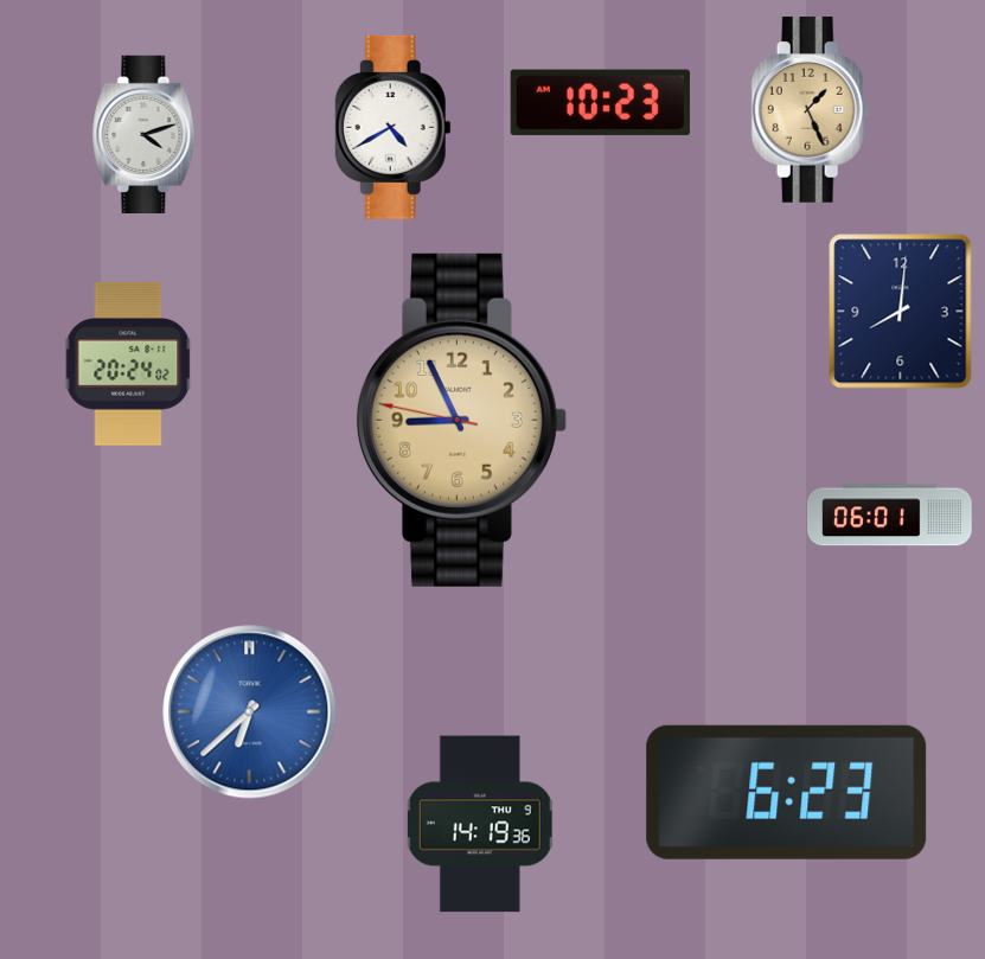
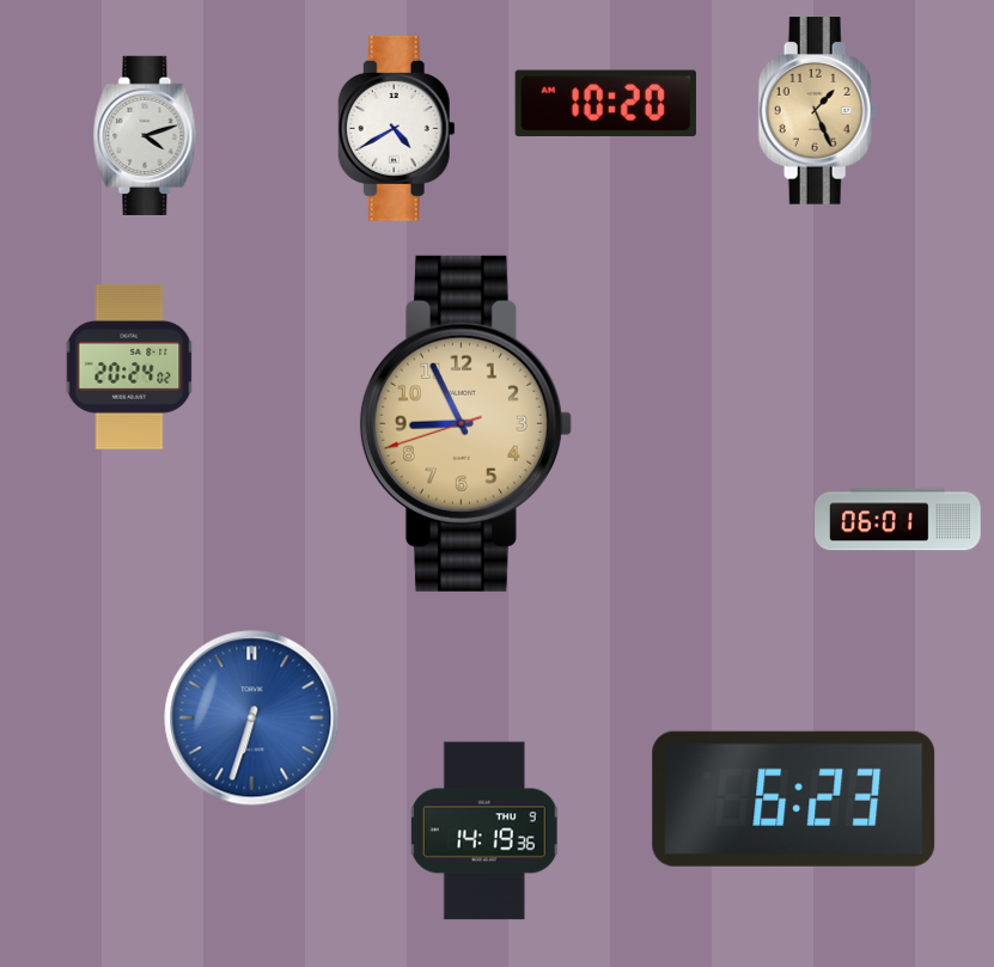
clock at (600, 103): 10:23 -> 10:20
clock at (901, 312): 8:01 -> none
clock at (461, 420): 8:55:47 -> 8:55:42
clock at (250, 712): 6:38 -> 6:33
